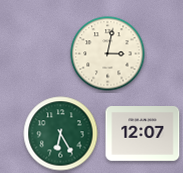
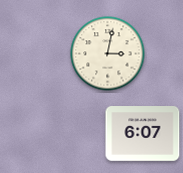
clock at (61, 134): 6:25 -> none
clock at (143, 134): 12:07 -> 6:07
